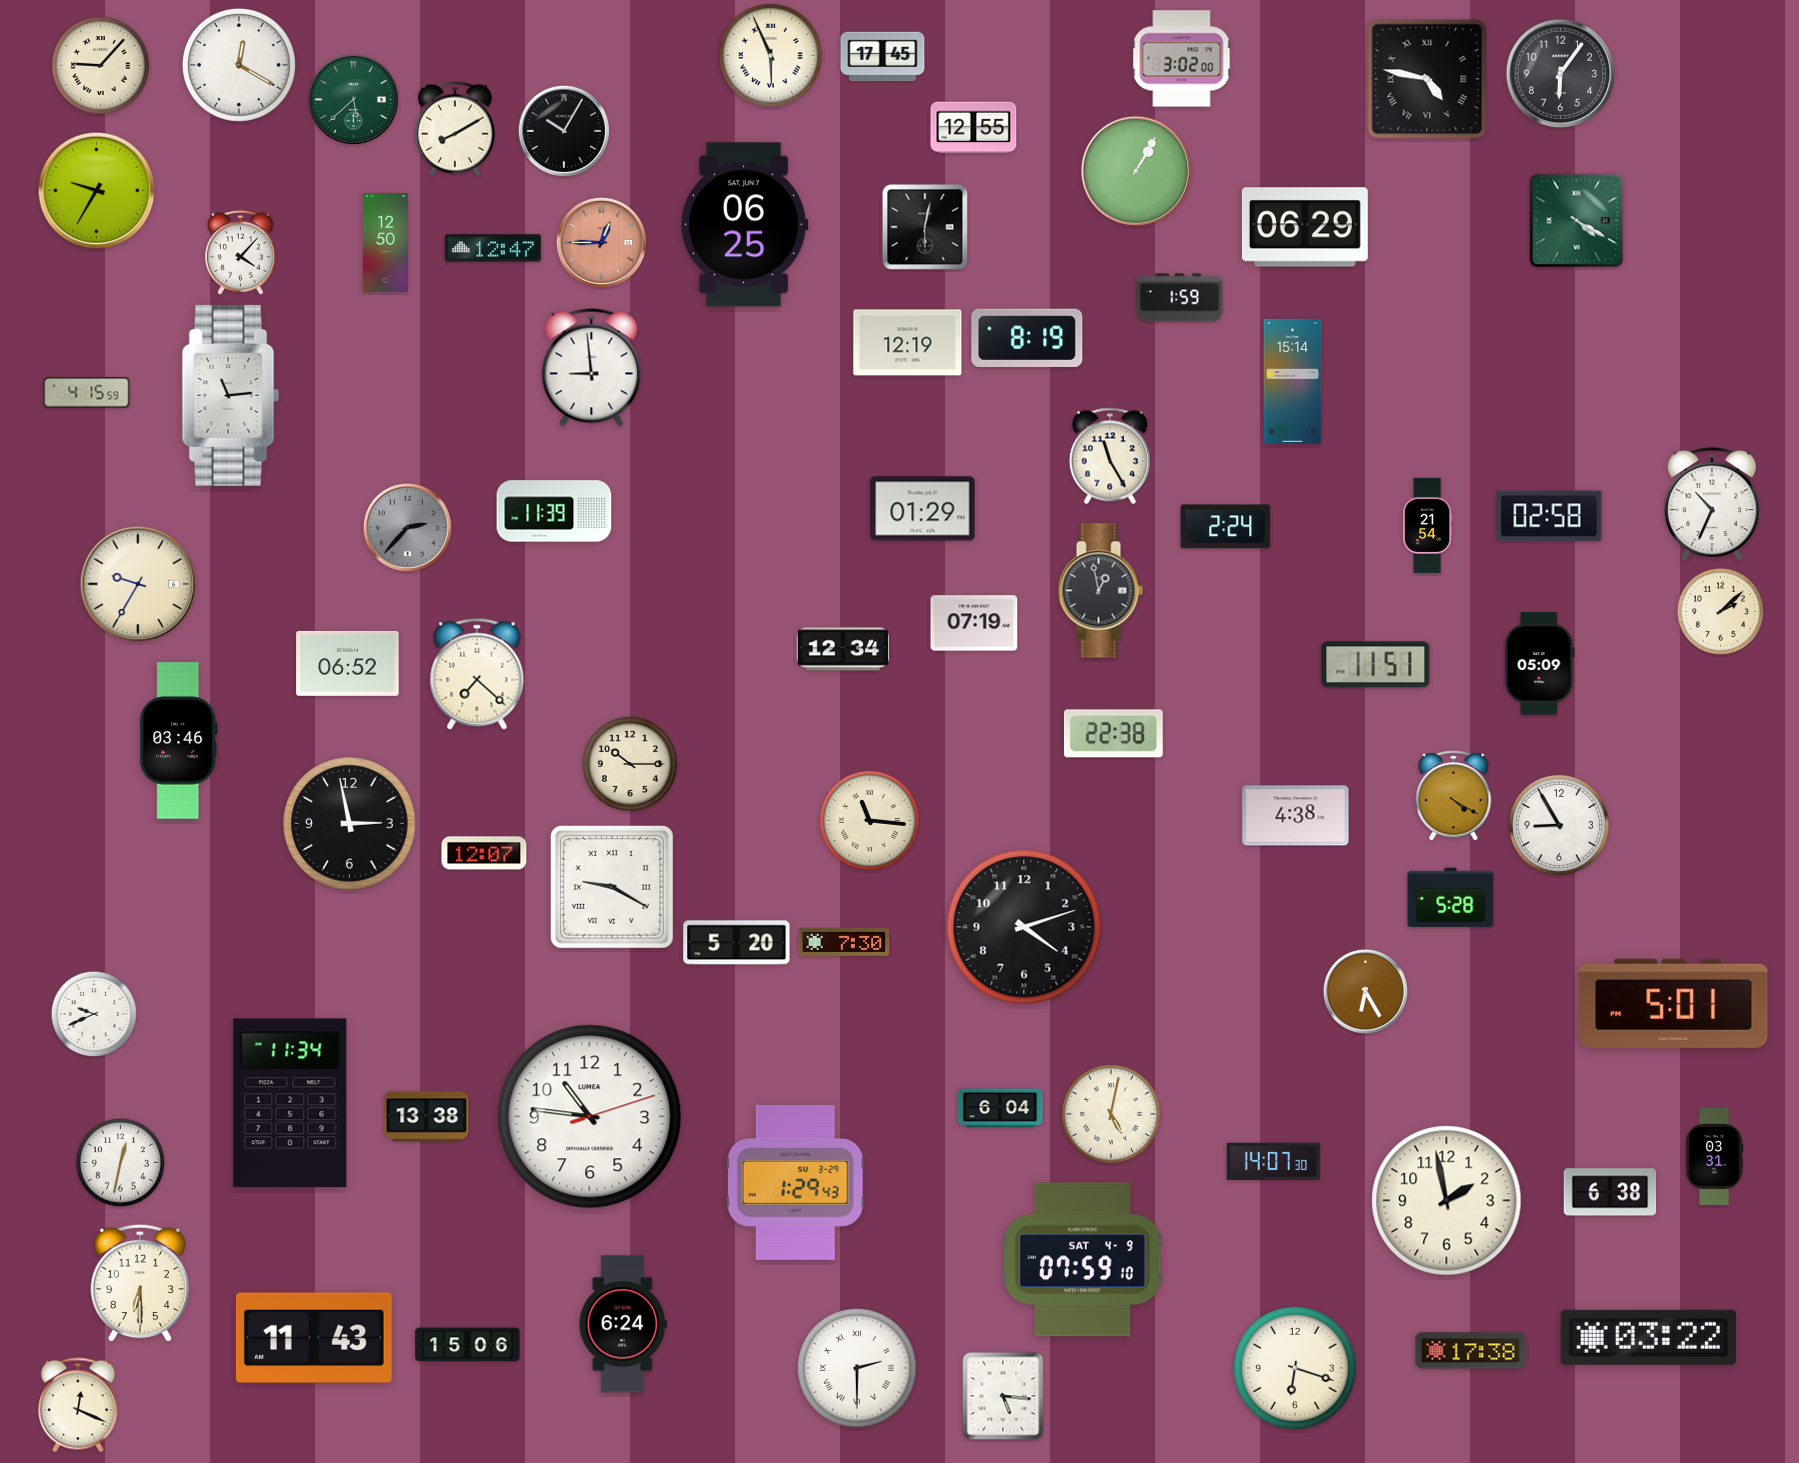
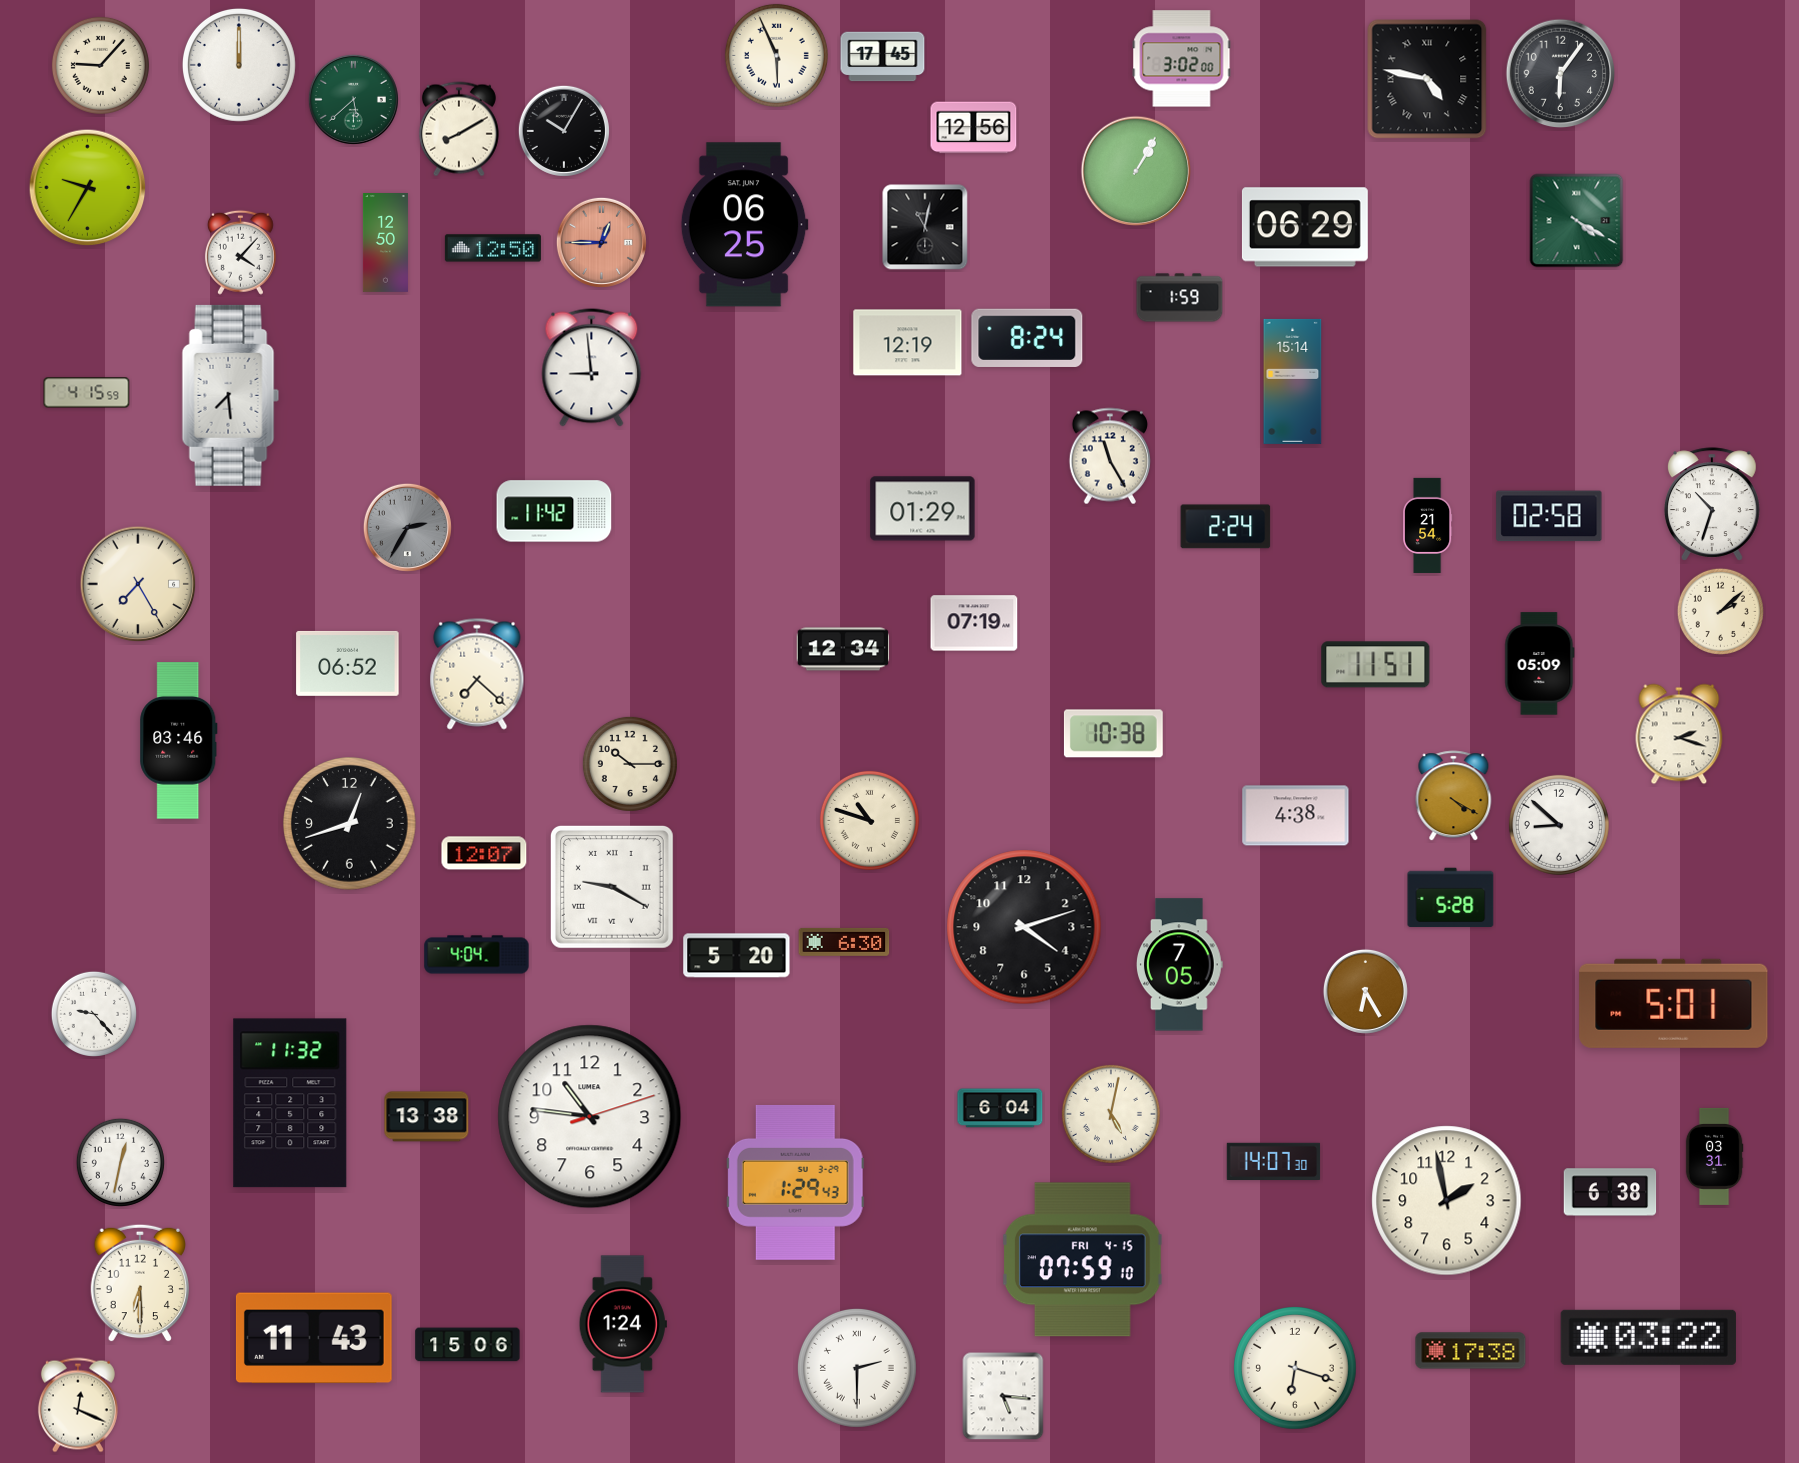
clock at (770, 55) position: (770, 55) -> (776, 55)
clock at (239, 65): 12:20 -> 12:00
clock at (974, 128): 12:55 -> 12:56
clock at (455, 129) position: (455, 129) -> (459, 129)
clock at (97, 191) position: (97, 191) -> (88, 188)
clock at (925, 227): 6:02 -> 11:02
clock at (493, 248): 12:47 -> 12:50
clock at (1027, 338): 8:19 -> 8:24
clock at (231, 395): 11:14 -> 7:29
clock at (1712, 504): 10:34 -> 10:33
clock at (554, 511): 11:39 -> 11:42
clock at (407, 527): 2:37 -> 2:35
clock at (138, 584): 9:35 -> 7:25
clock at (1100, 591): 12:58 -> none
clock at (1113, 734): 22:38 -> 10:38
clock at (1679, 734): none -> 2:18
clock at (869, 820): 11:16 -> 10:48
clock at (350, 824): 2:58 -> 12:42
clock at (1559, 825): 8:55 -> 8:52
clock at (844, 942): 7:30 -> 6:30
clock at (737, 943) position: (737, 943) -> (737, 956)
clock at (477, 955): none -> 4:04
clock at (1179, 965): none -> 7:05
clock at (94, 1014): 9:41 -> 9:23
clock at (290, 1103): 11:34 -> 11:32
clock at (1082, 1260) date: SAT 4-9 -> FRI 4-15
clock at (623, 1324): 6:24 -> 1:24
